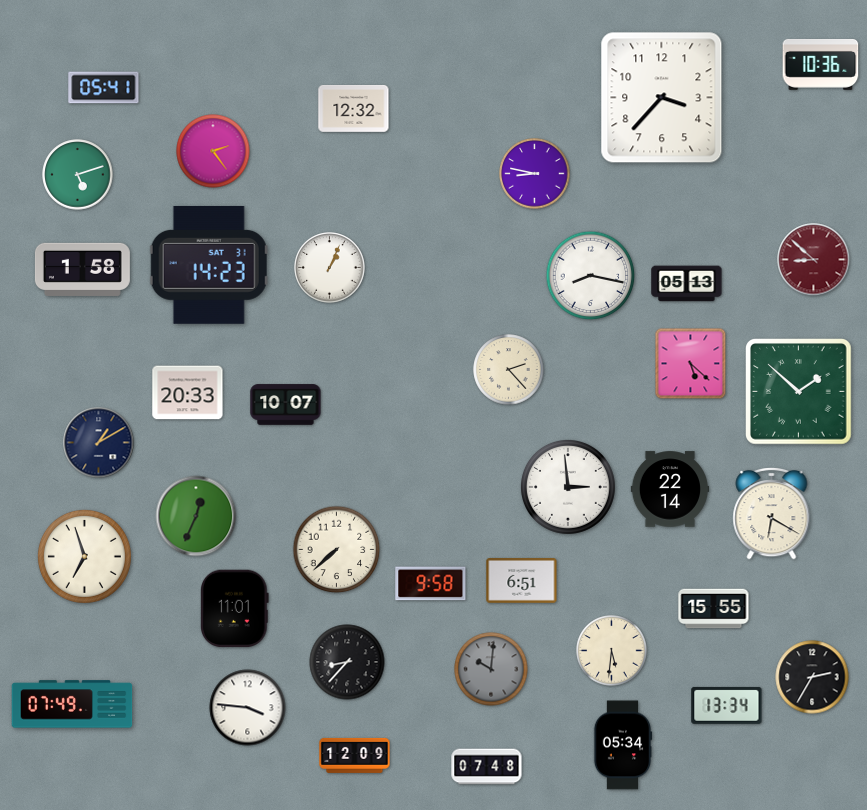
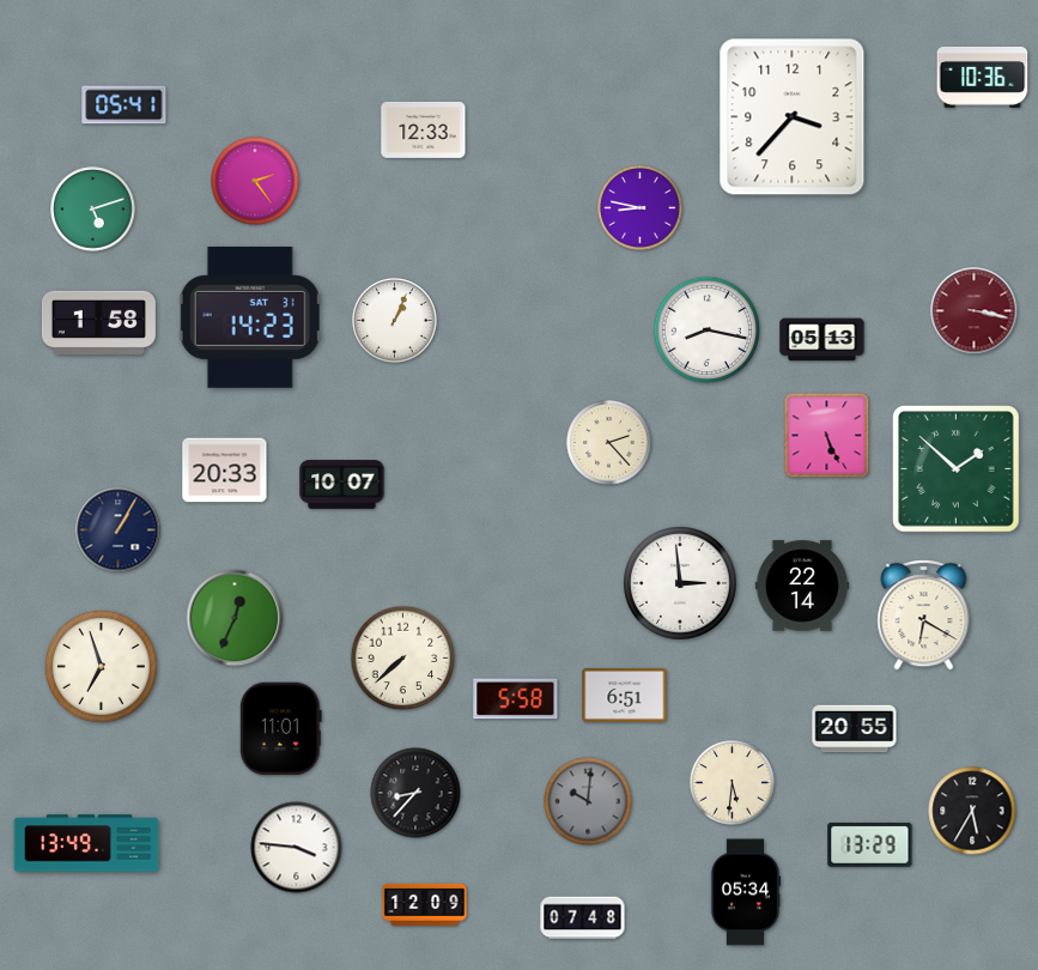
clock at (354, 109): 12:32 -> 12:33
clock at (814, 260): 8:52 -> 3:17
clock at (691, 364): 5:22 -> 5:26
clock at (99, 443): 1:10 -> 1:05
clock at (431, 584): 9:58 -> 5:58
clock at (714, 609): 15:55 -> 20:55
clock at (612, 651) position: (612, 651) -> (733, 783)
clock at (812, 677): 2:35 -> 5:35
clock at (72, 704): 07:49 -> 13:49
clock at (727, 705): 13:34 -> 13:29
